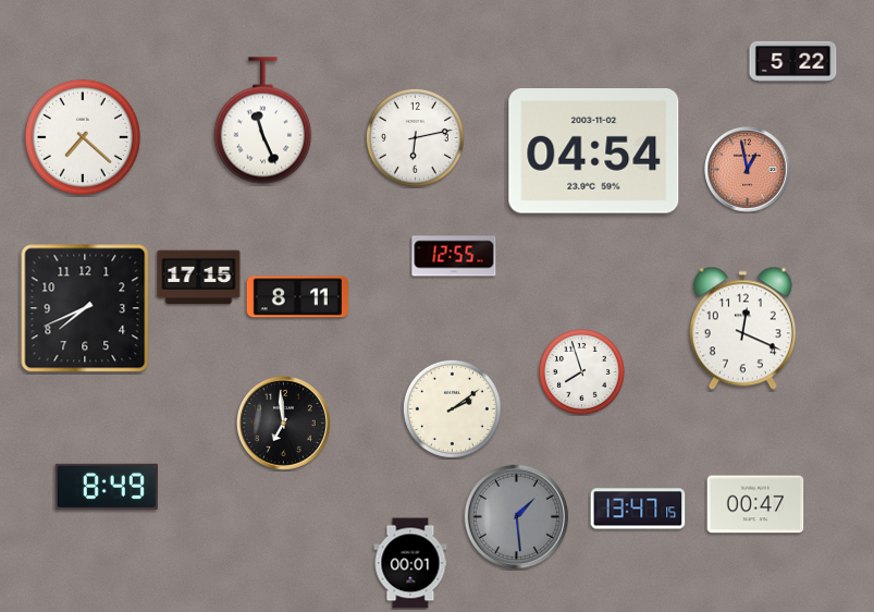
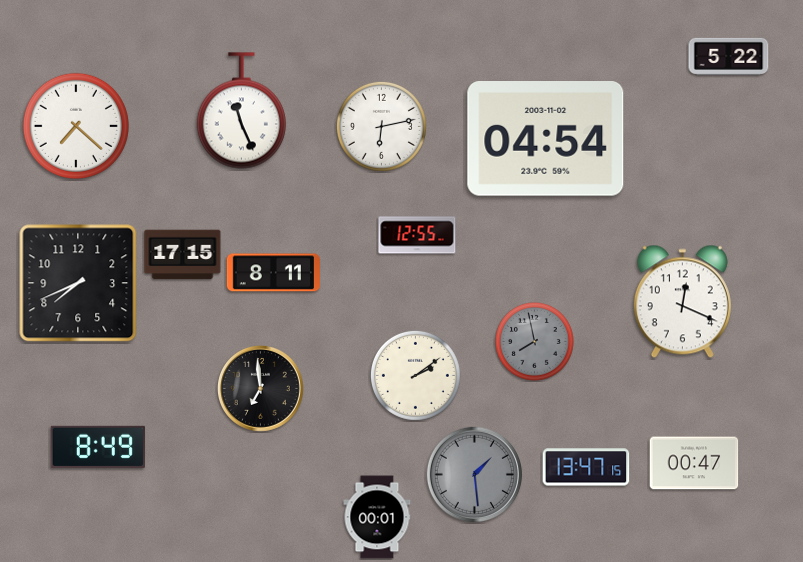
clock at (748, 170): 12:58 -> none
clock at (582, 372): 7:57 -> 7:58
clock at (582, 372) dial: white -> grey
